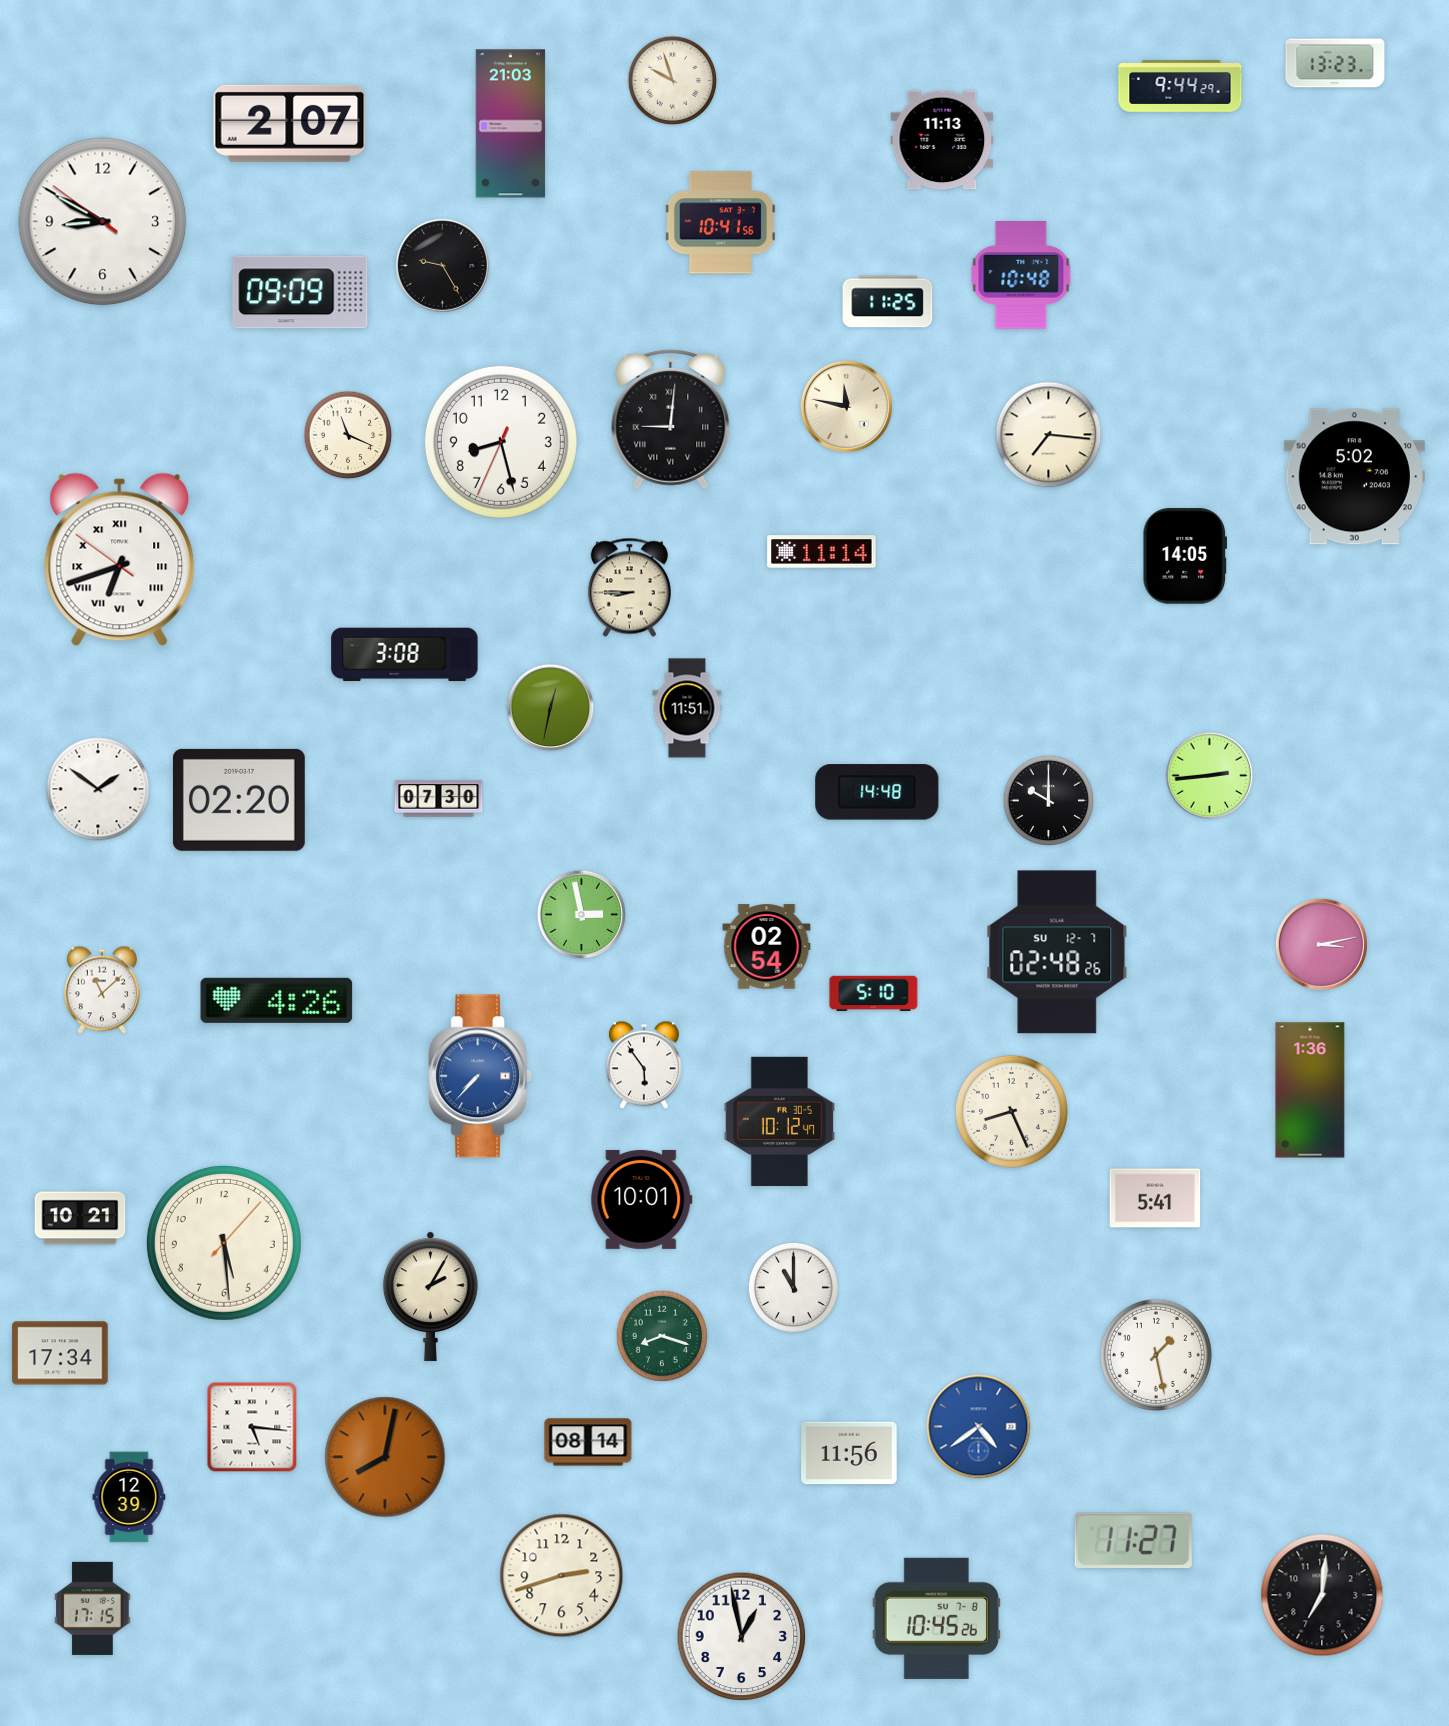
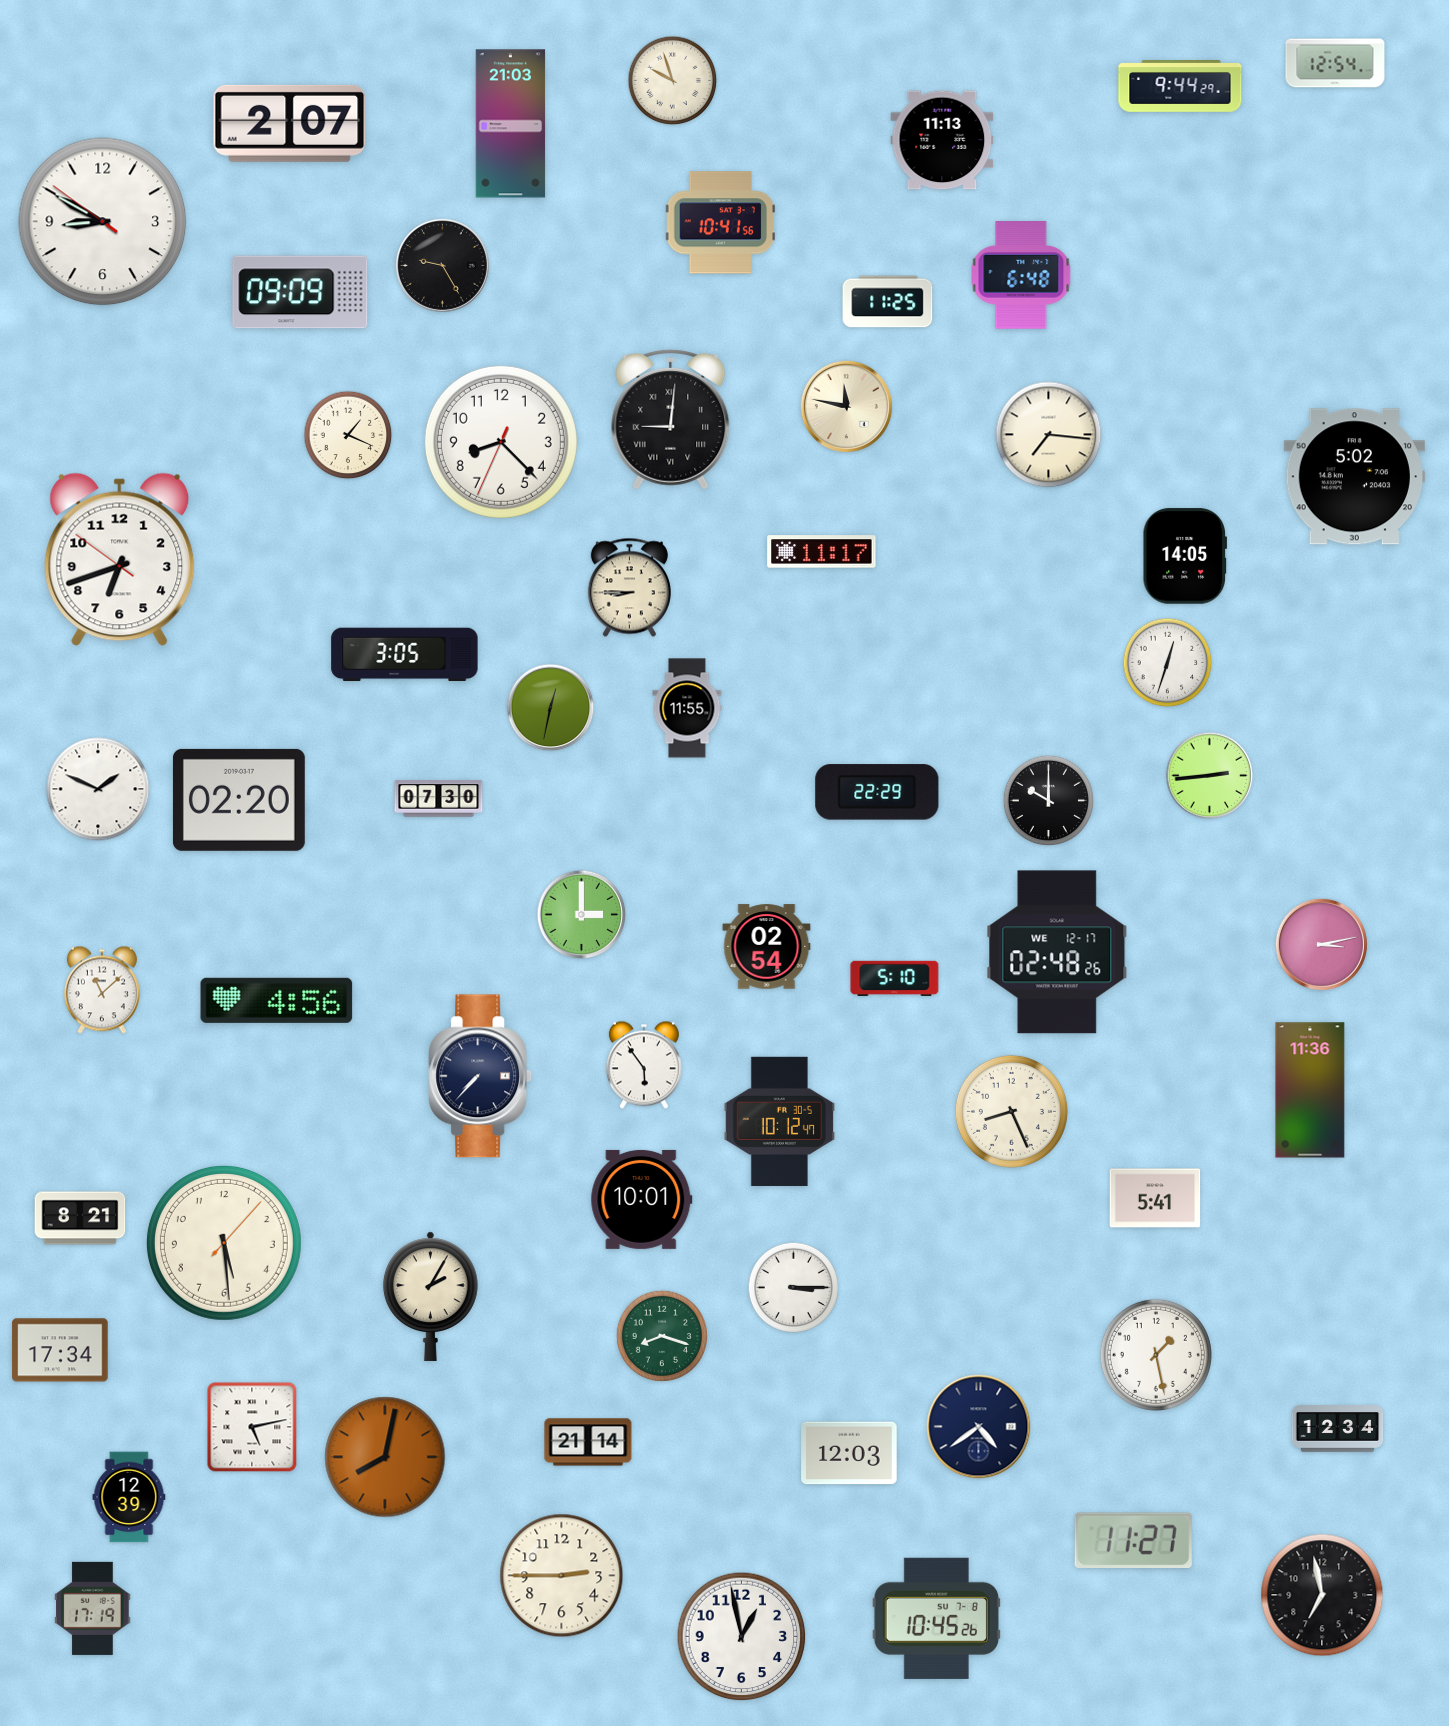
clock at (1335, 63): 13:23 -> 12:54
clock at (1021, 275): 10:48 -> 6:48
clock at (348, 435): 11:19 -> 1:19
clock at (501, 442): 8:27 -> 8:22
clock at (822, 552): 11:14 -> 11:17
clock at (120, 560) numerals: Roman -> Arabic
clock at (405, 655): 3:08 -> 3:05
clock at (1168, 663): none -> 12:33
clock at (687, 708): 11:51 -> 11:55
clock at (98, 789): 1:51 -> 1:49
clock at (877, 792): 14:48 -> 22:29
clock at (582, 915): 2:58 -> 3:00
clock at (1057, 952) date: SU 12-7 -> WE 12-17
clock at (874, 993) position: (874, 993) -> (895, 978)
clock at (277, 1000): 4:26 -> 4:56
clock at (480, 1076) dial: blue -> navy
clock at (1310, 1090): 1:36 -> 11:36
clock at (80, 1218): 10:21 -> 8:21
clock at (793, 1287): 11:00 -> 3:15
clock at (60, 1353) position: (60, 1353) -> (60, 1350)
clock at (252, 1427): 5:16 -> 5:13
clock at (979, 1427) dial: blue -> navy
clock at (1338, 1429): none -> 12:34
clock at (588, 1442): 08:14 -> 21:14
clock at (849, 1453): 11:56 -> 12:03
clock at (562, 1576): 2:42 -> 2:45
clock at (1322, 1595): 7:01 -> 6:58
clock at (93, 1608): 17:15 -> 17:19
